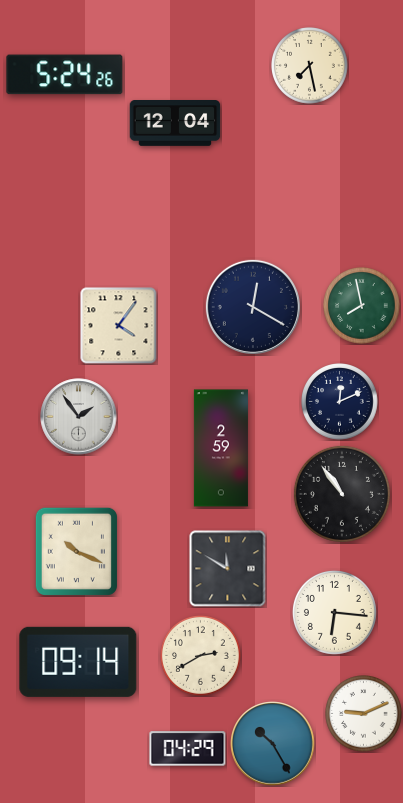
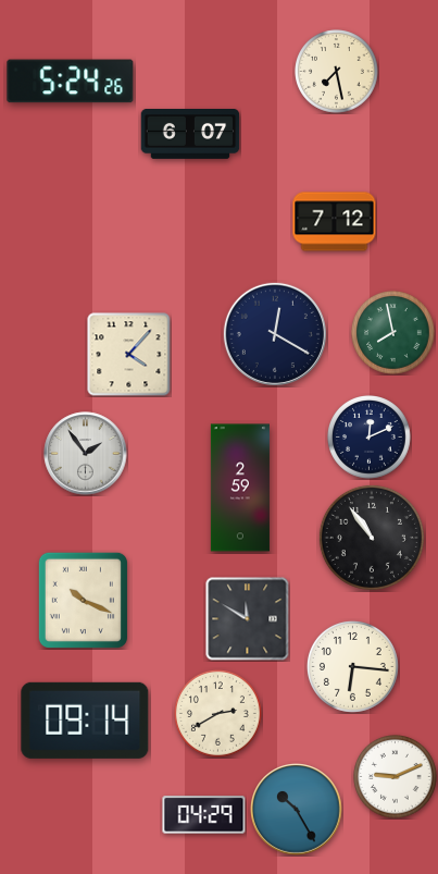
clock at (175, 124): 12:04 -> 6:07
clock at (335, 222): none -> 7:12
clock at (119, 326): 4:06 -> 4:07
clock at (334, 612) position: (334, 612) -> (352, 666)
